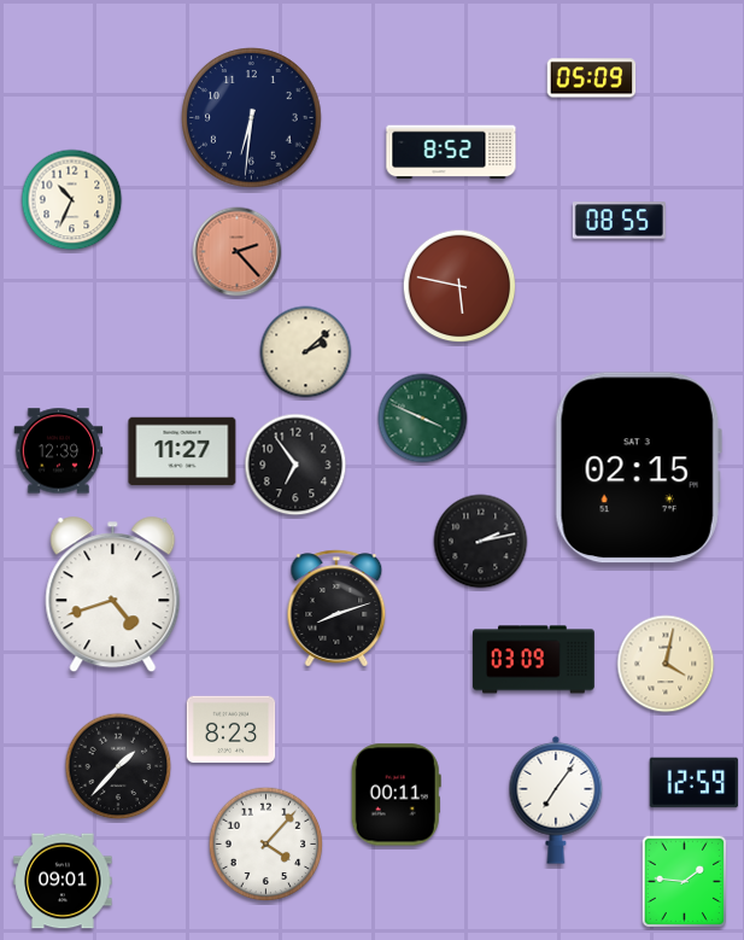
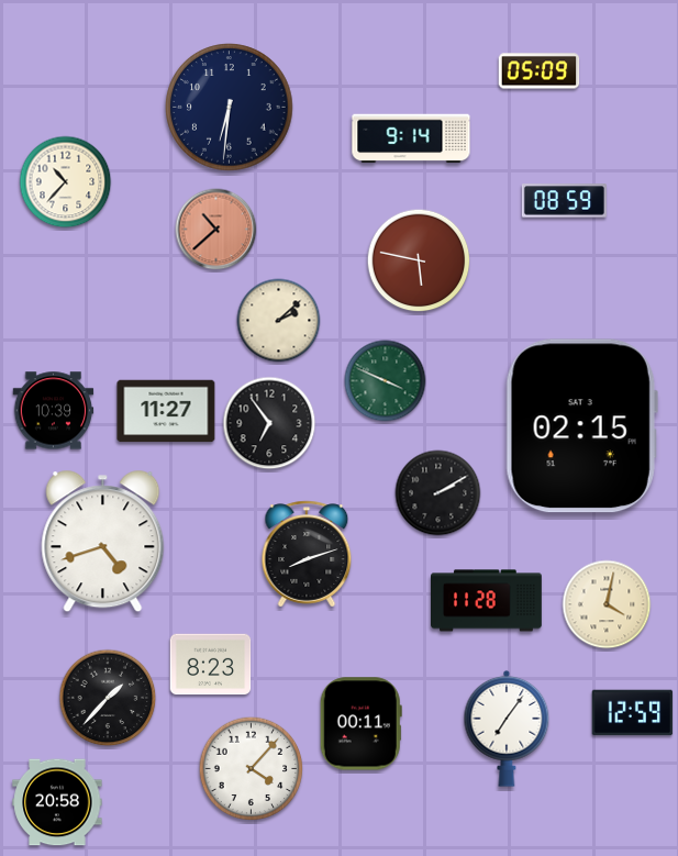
clock at (451, 152): 8:52 -> 9:14
clock at (72, 200): 10:34 -> 10:37
clock at (619, 221): 08:55 -> 08:59
clock at (238, 252): 2:23 -> 10:38
clock at (59, 451): 12:39 -> 10:39
clock at (481, 542): 2:13 -> 2:10
clock at (534, 660): 03:09 -> 11:28
clock at (266, 845) position: (266, 845) -> (252, 769)
clock at (63, 881): 09:01 -> 20:58
clock at (684, 881): 1:46 -> none
